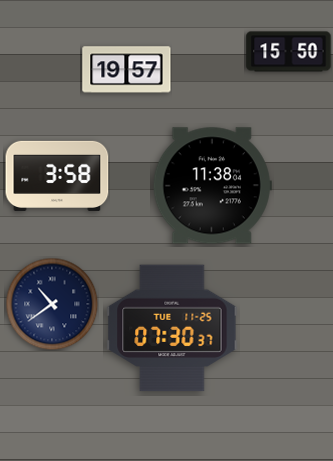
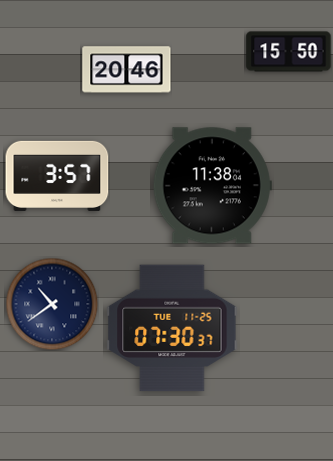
clock at (127, 70): 19:57 -> 20:46
clock at (57, 176): 3:58 -> 3:57
